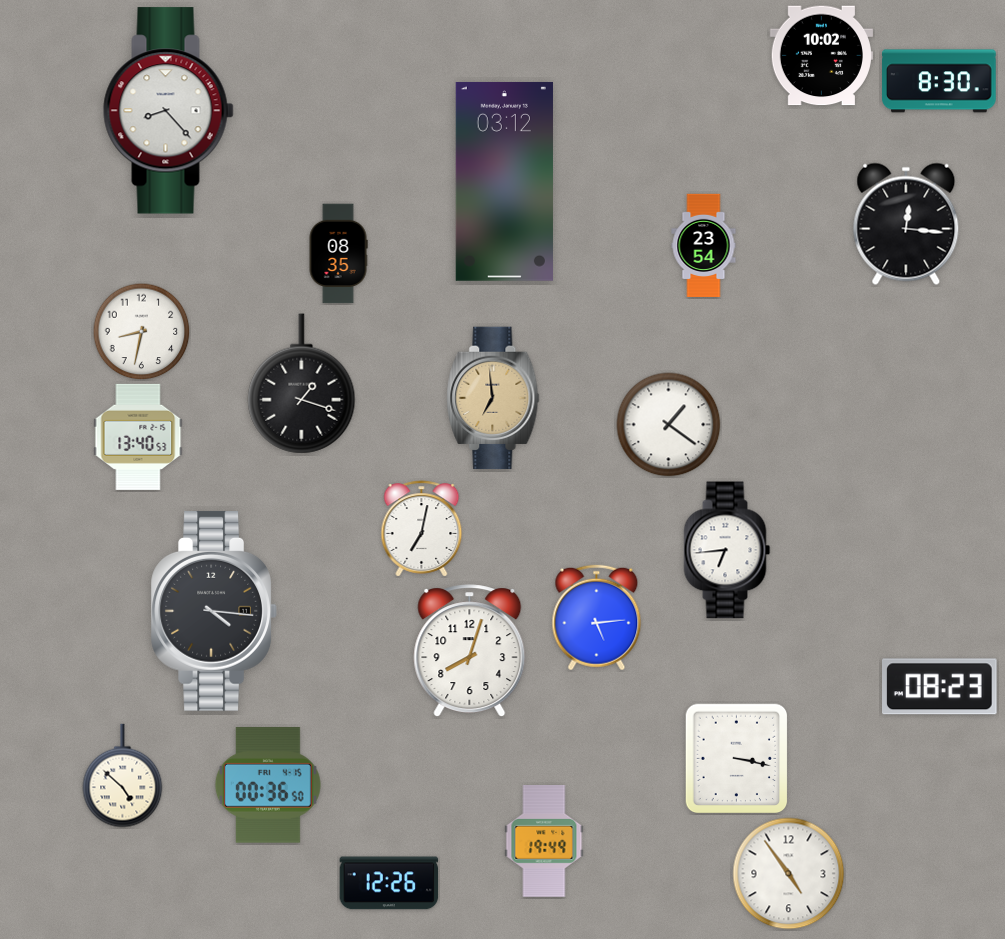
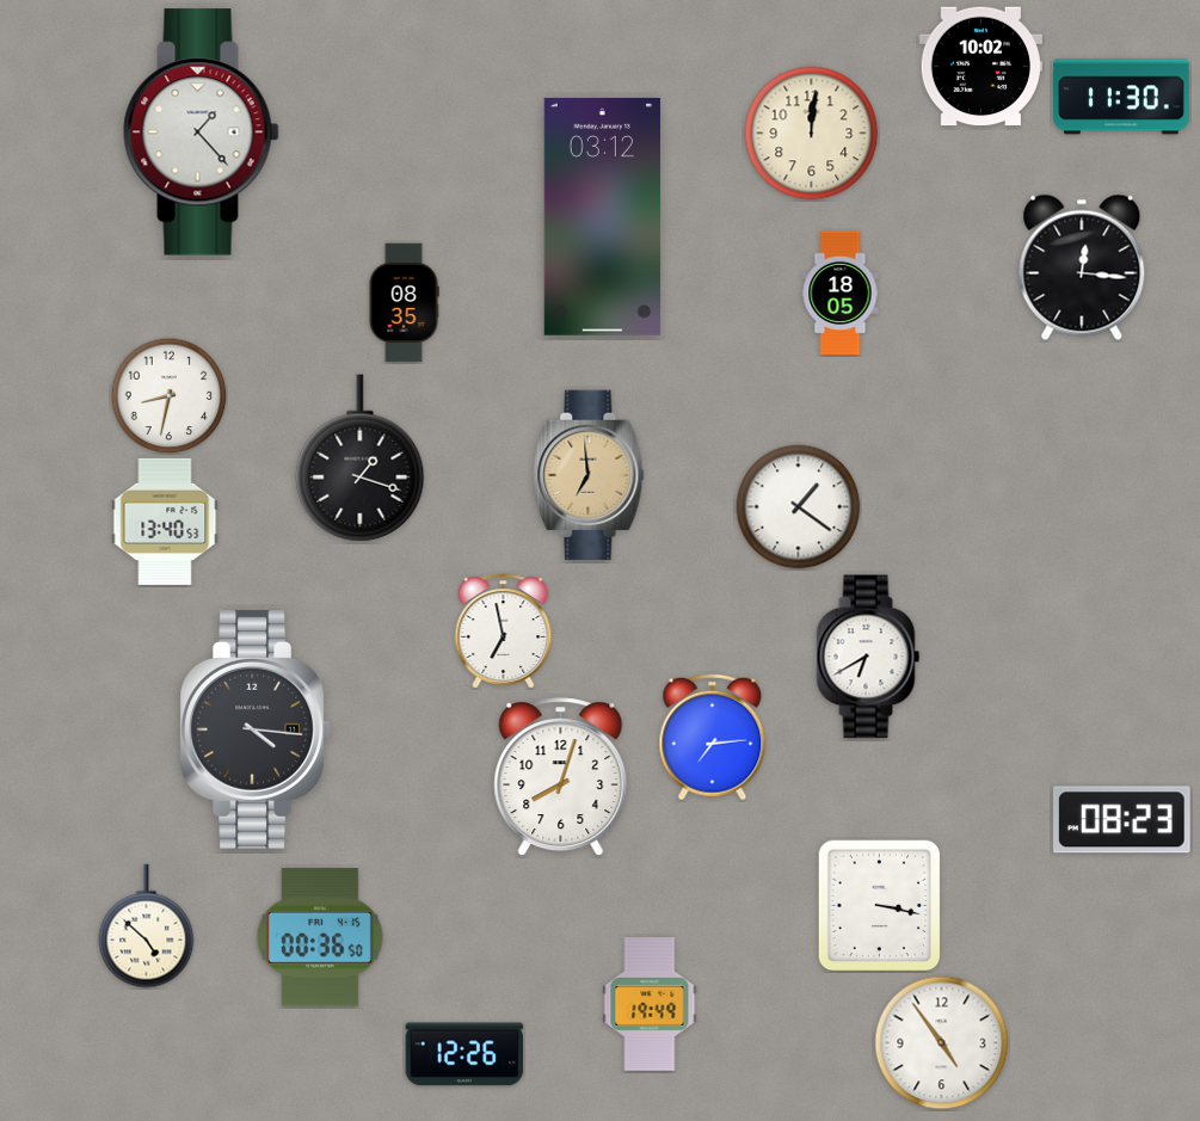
clock at (939, 81): 8:30 -> 11:30
clock at (169, 111): 8:23 -> 1:23
clock at (812, 134): none -> 12:01
clock at (704, 246): 23:54 -> 18:05
clock at (422, 529): 7:02 -> 6:58
clock at (727, 550): 6:44 -> 6:40
clock at (597, 618): 5:14 -> 7:14
